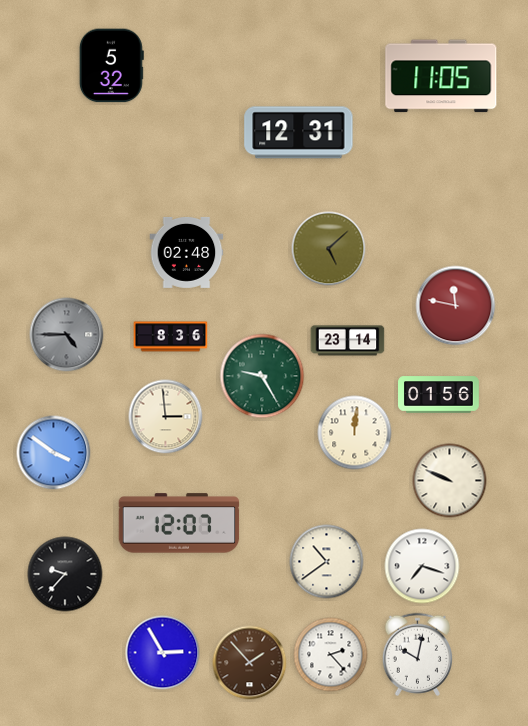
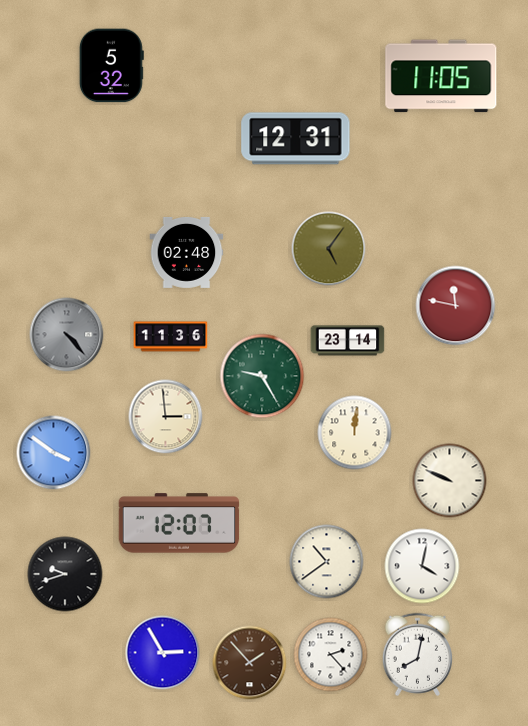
clock at (299, 133) position: (299, 133) -> (296, 139)
clock at (329, 249): 5:08 -> 5:06
clock at (67, 335): 4:45 -> 4:23
clock at (171, 337): 8:36 -> 11:36
clock at (439, 395): 01:56 -> none
clock at (422, 566): 7:18 -> 4:02
clock at (65, 574): 9:37 -> 9:42
clock at (417, 654): 10:02 -> 8:02
